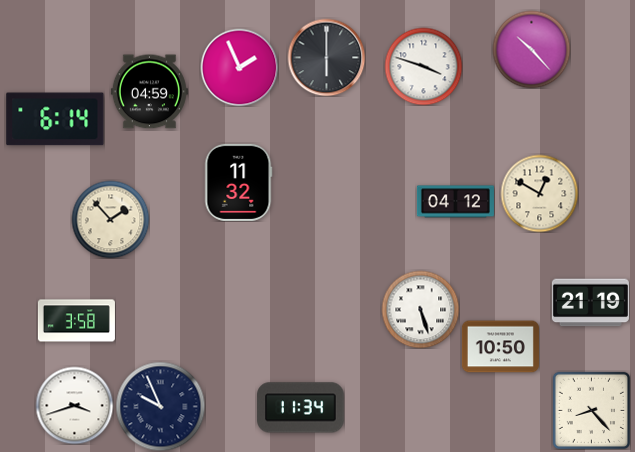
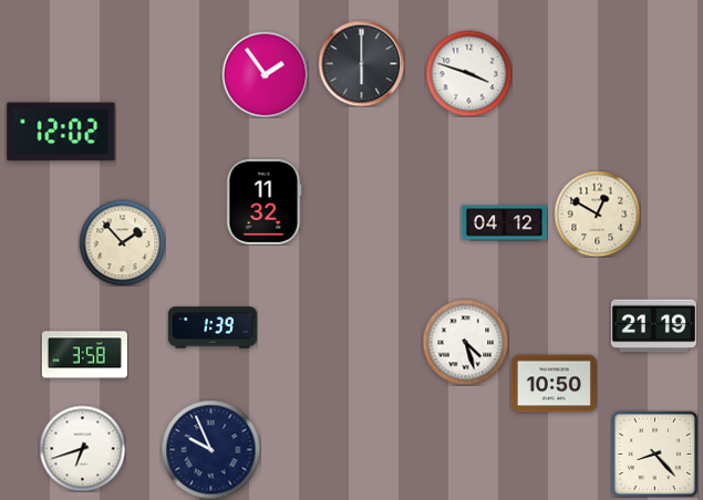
clock at (531, 49): 10:23 -> none
clock at (239, 67): 1:56 -> 1:54
clock at (149, 92): 04:59 -> none
clock at (55, 119): 6:14 -> 12:02
clock at (213, 327): none -> 1:39
clock at (590, 303) position: (590, 303) -> (653, 326)
clock at (420, 309): 5:27 -> 4:27
clock at (74, 405): 3:42 -> 6:42
clock at (160, 406) position: (160, 406) -> (210, 449)
clock at (301, 408): 11:34 -> none
